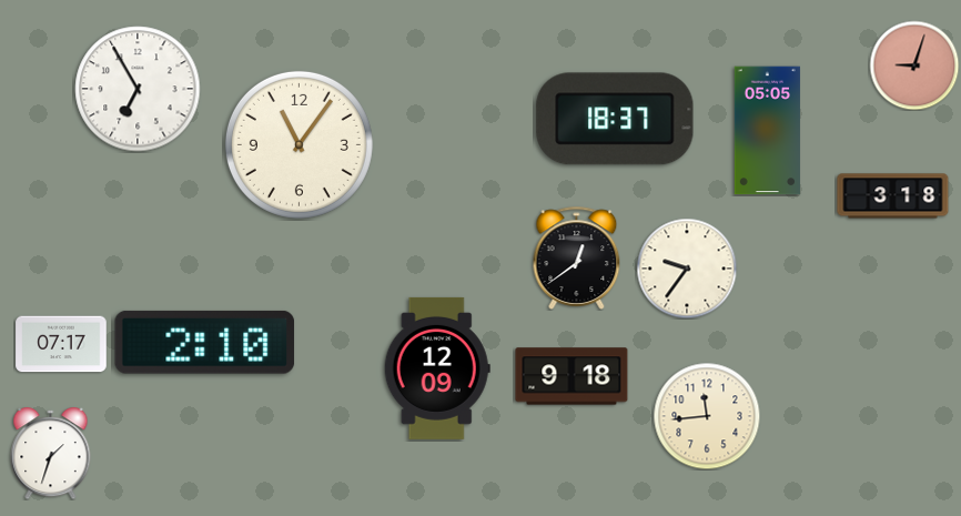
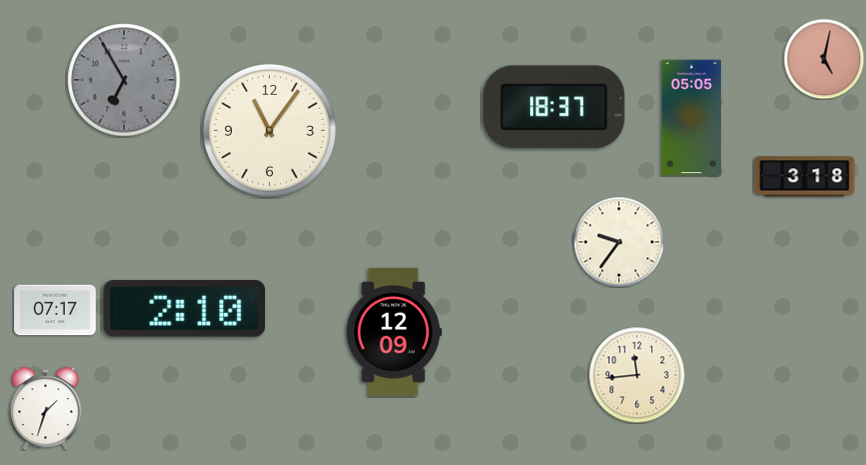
clock at (914, 65): 9:03 -> 5:02
clock at (138, 89) dial: white -> grey
clock at (577, 257): 12:39 -> none
clock at (571, 376): 9:18 -> none
